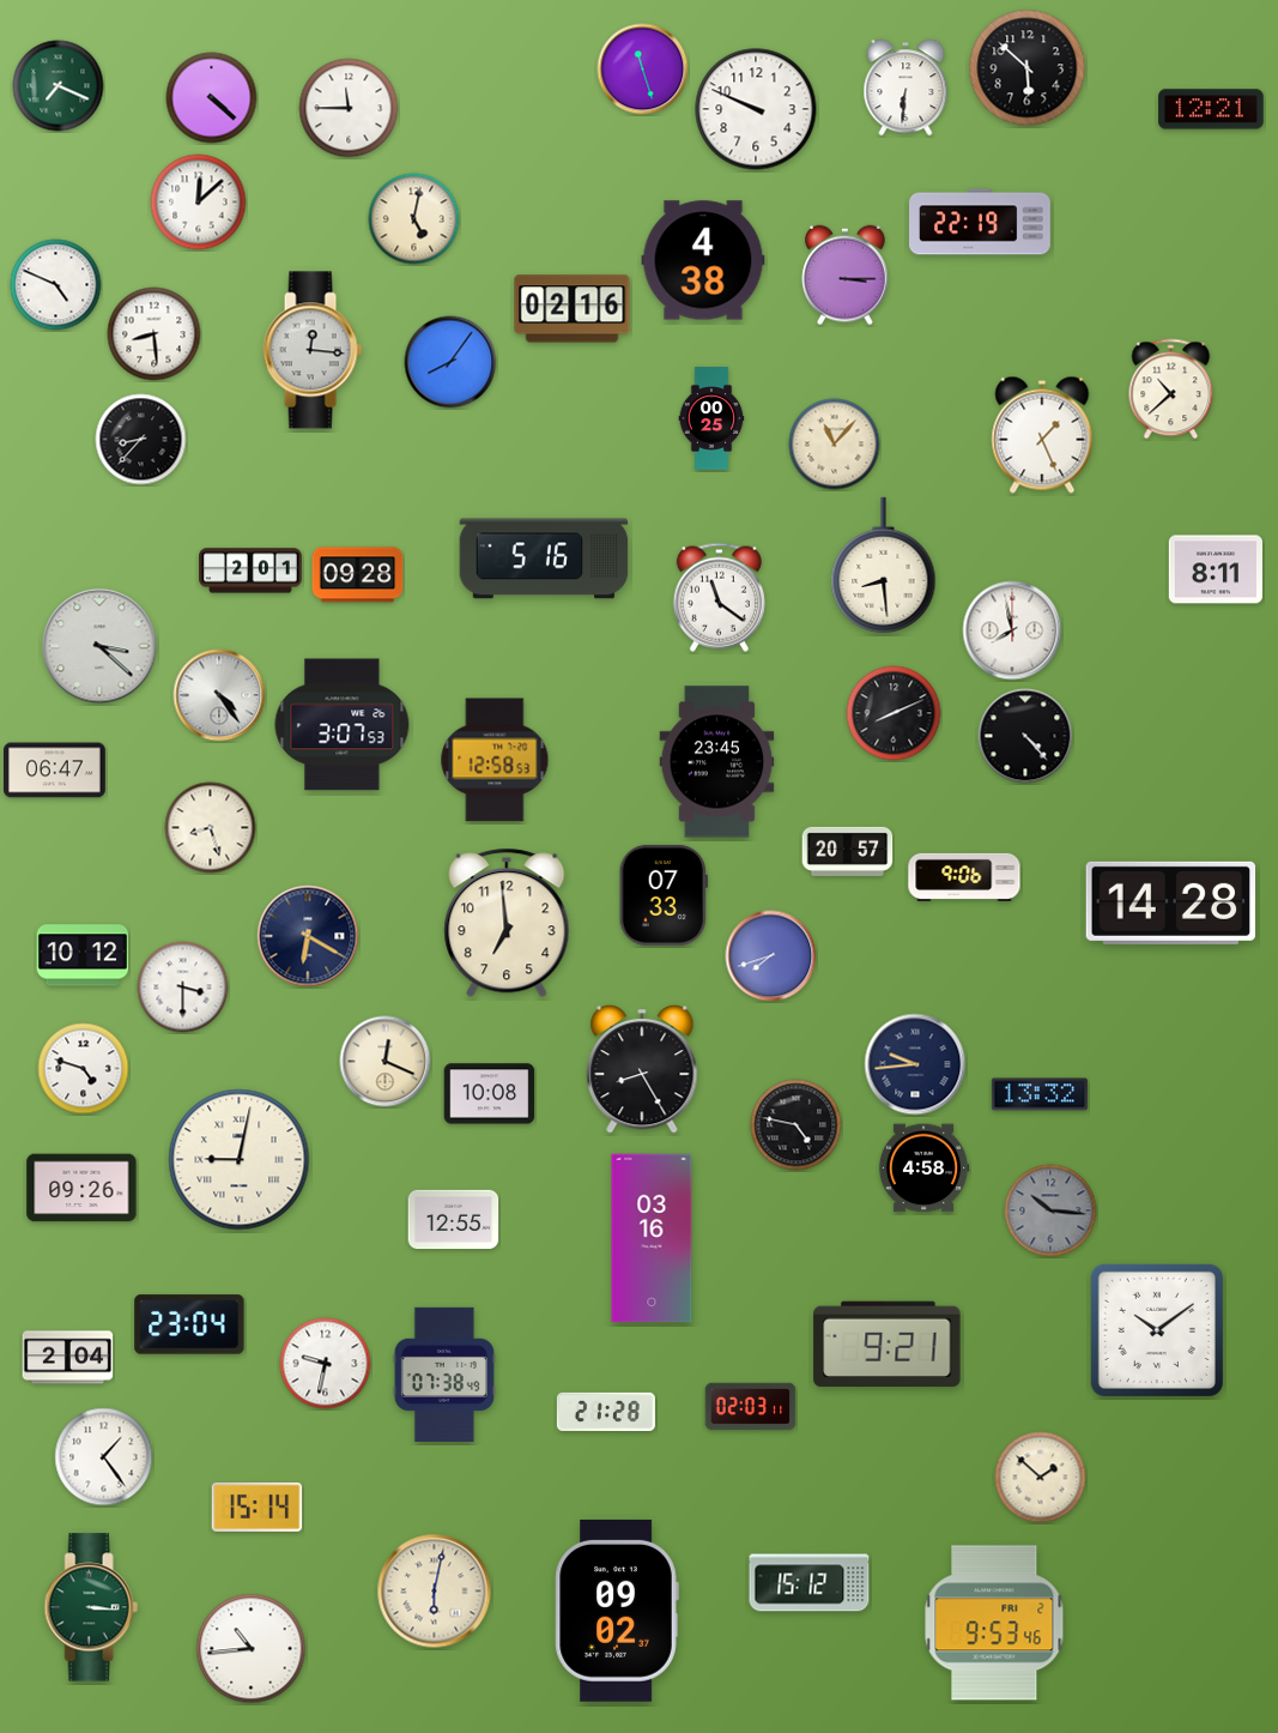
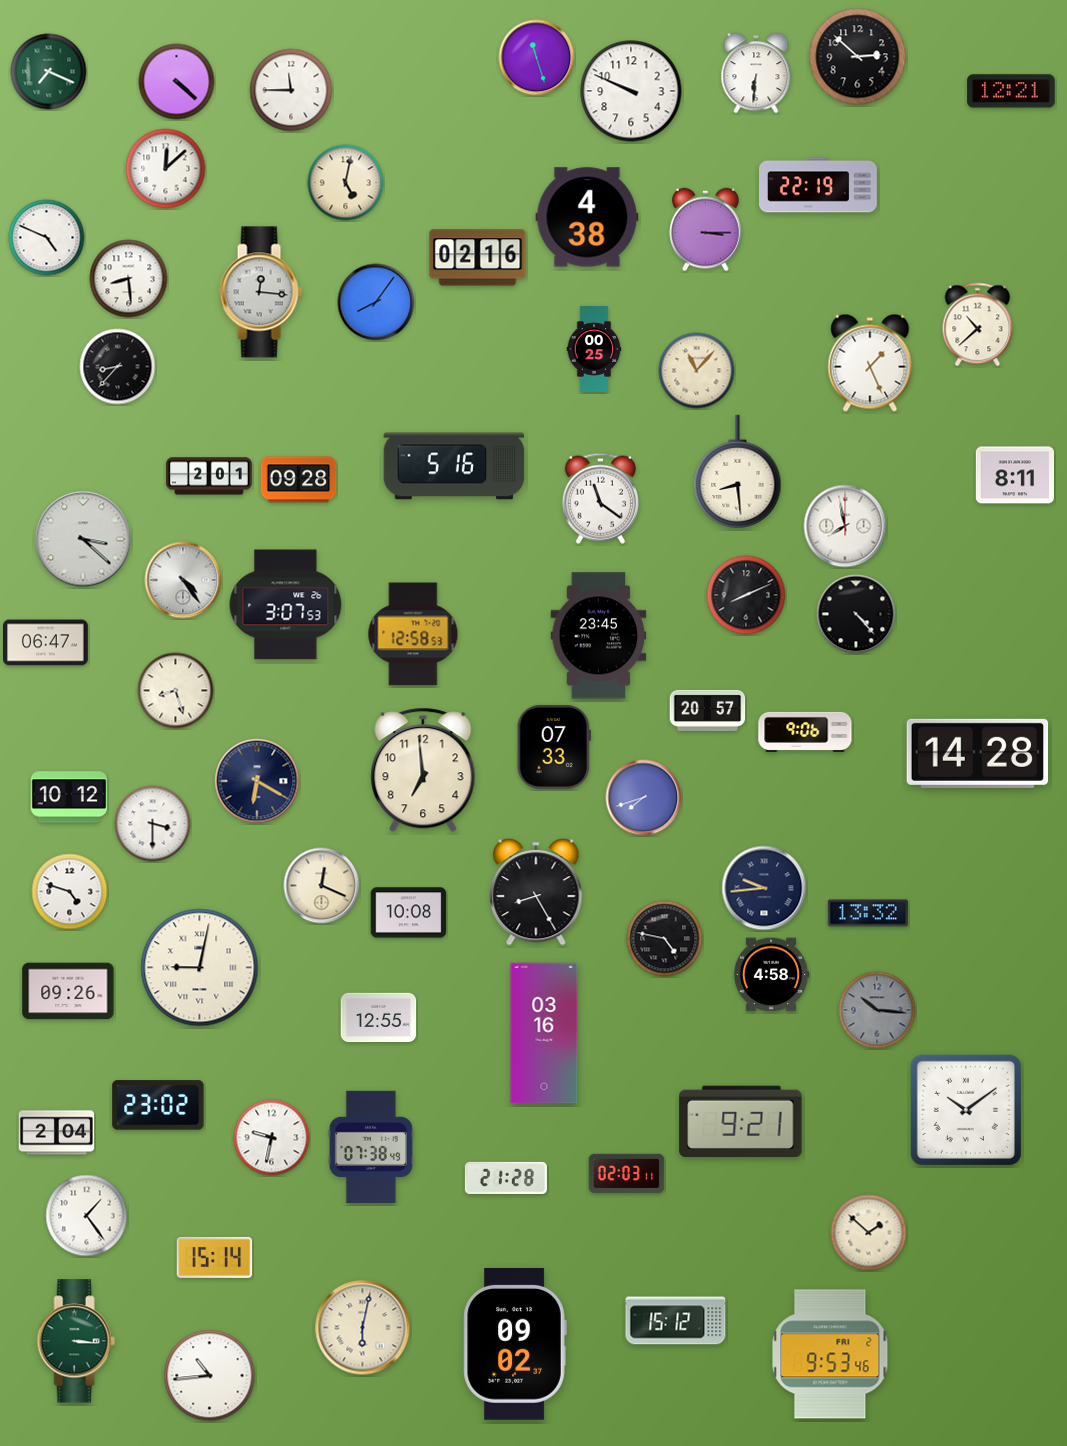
clock at (1028, 68): 5:52 -> 2:52
clock at (189, 1324): 23:04 -> 23:02
